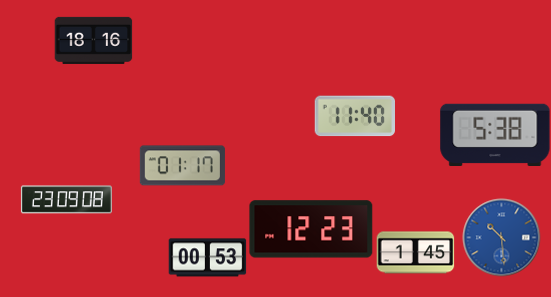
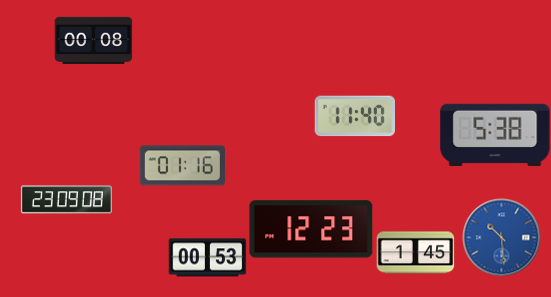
clock at (93, 40): 18:16 -> 00:08
clock at (182, 166): 01:17 -> 01:16
